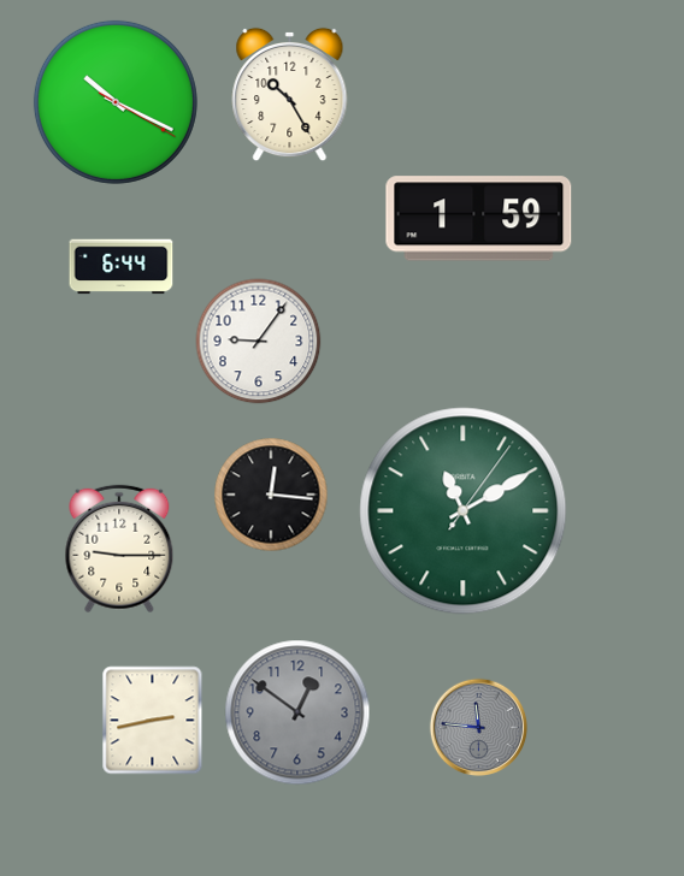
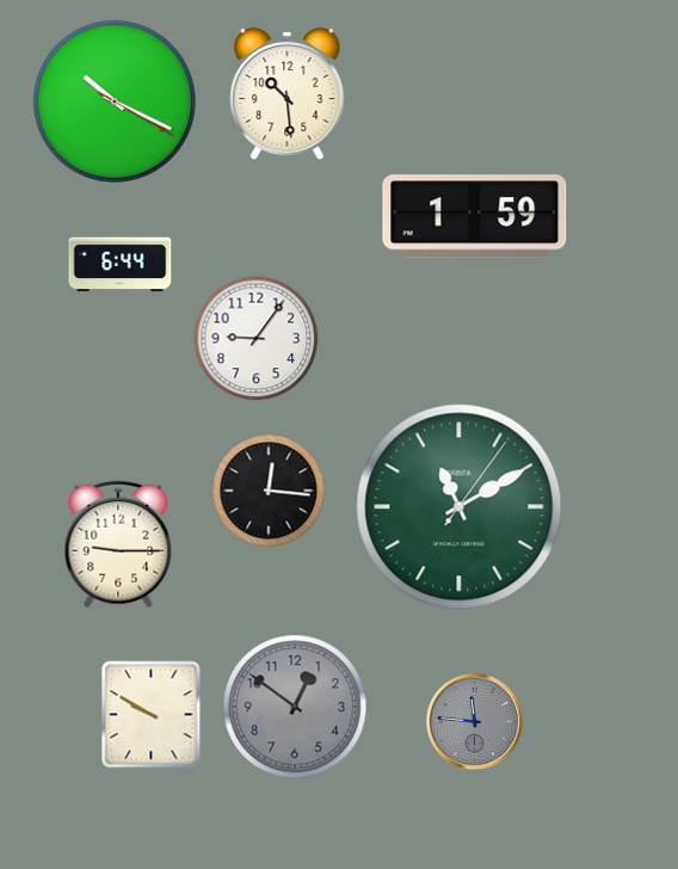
clock at (290, 95): 10:25 -> 10:29
clock at (153, 721): 2:43 -> 9:50
